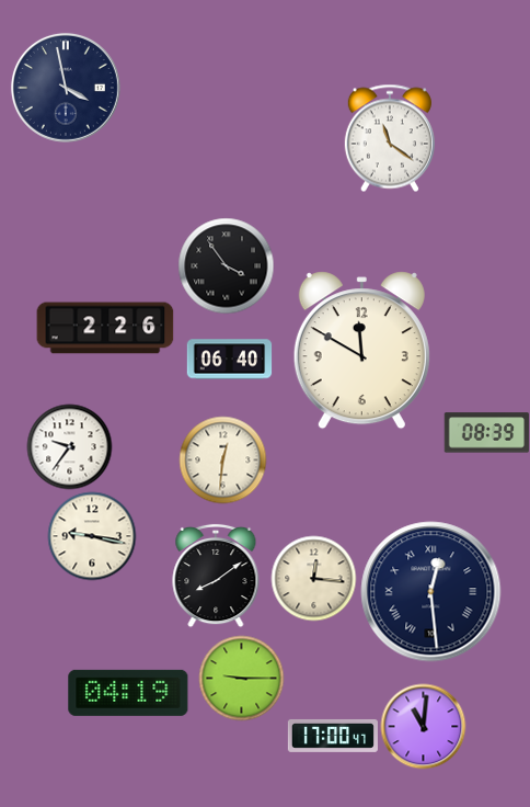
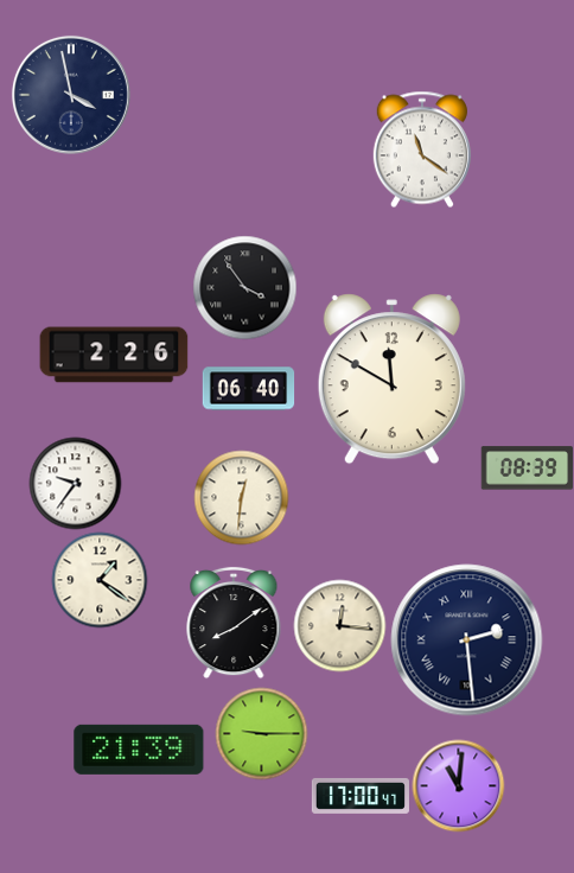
clock at (92, 536): 9:17 -> 1:21
clock at (431, 592): 12:29 -> 2:29
clock at (128, 693): 04:19 -> 21:39
